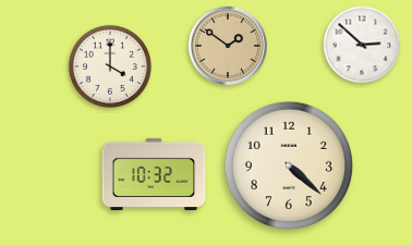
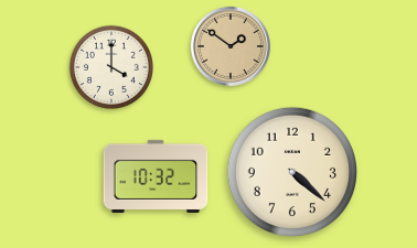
clock at (362, 45): 2:52 -> none
clock at (288, 164) position: (288, 164) -> (291, 171)
